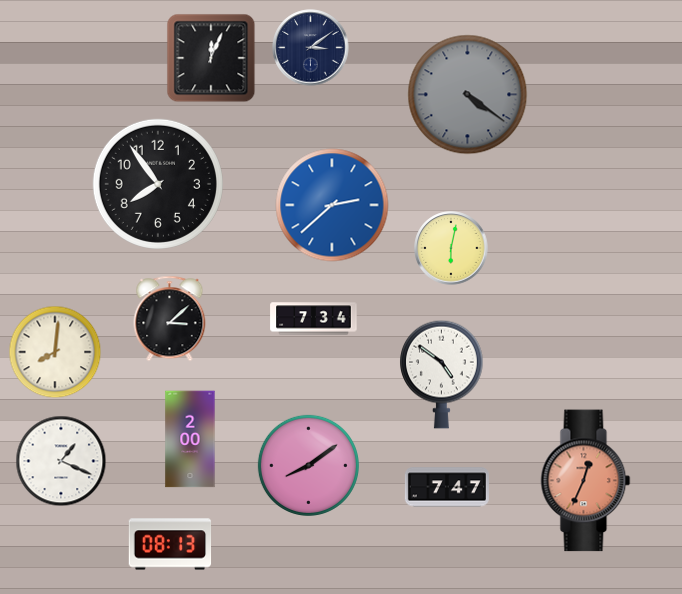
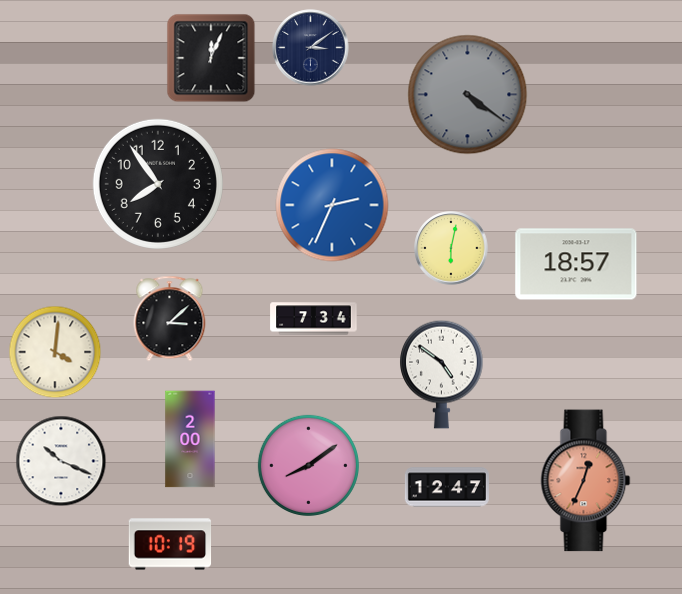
clock at (332, 205): 2:38 -> 2:34
clock at (576, 264): none -> 18:57
clock at (55, 352): 8:01 -> 4:01
clock at (61, 461): 1:19 -> 10:19
clock at (447, 487): 7:47 -> 12:47
clock at (170, 544): 08:13 -> 10:19
